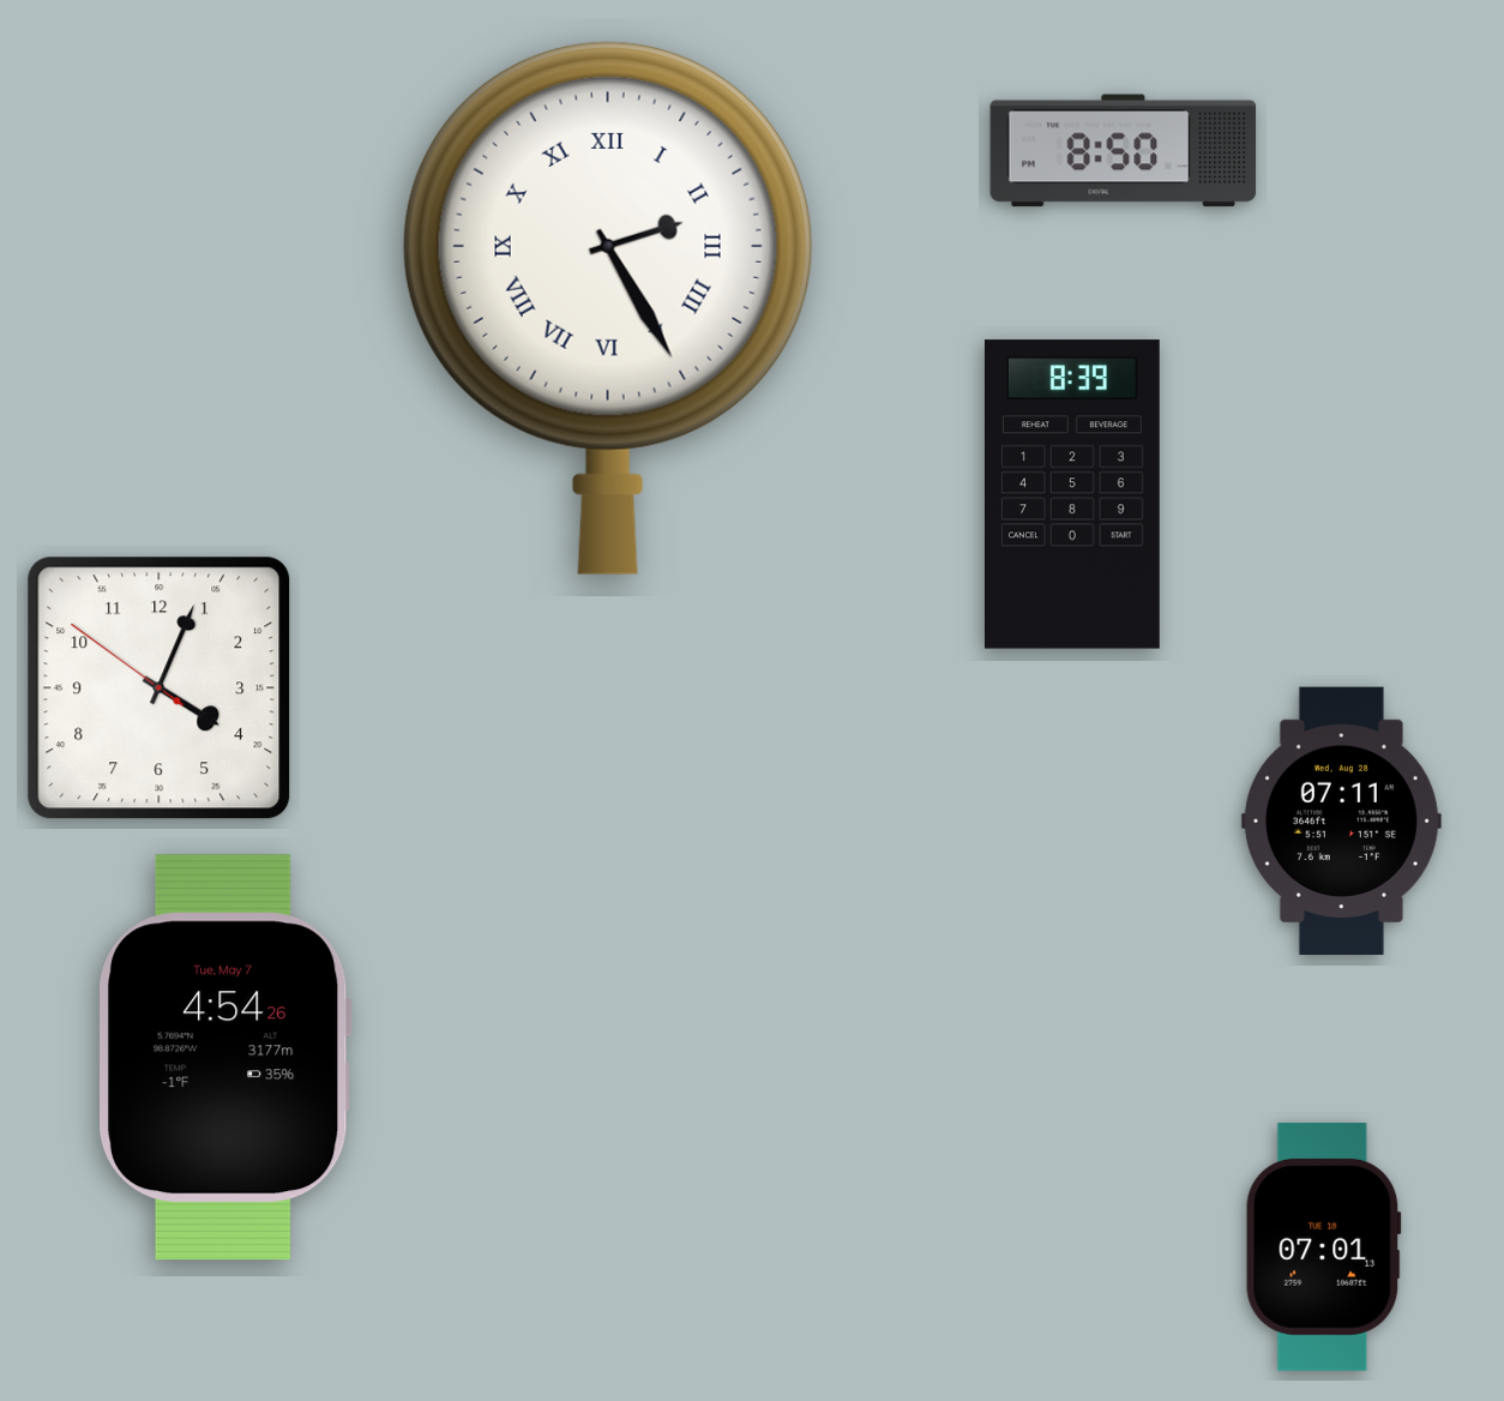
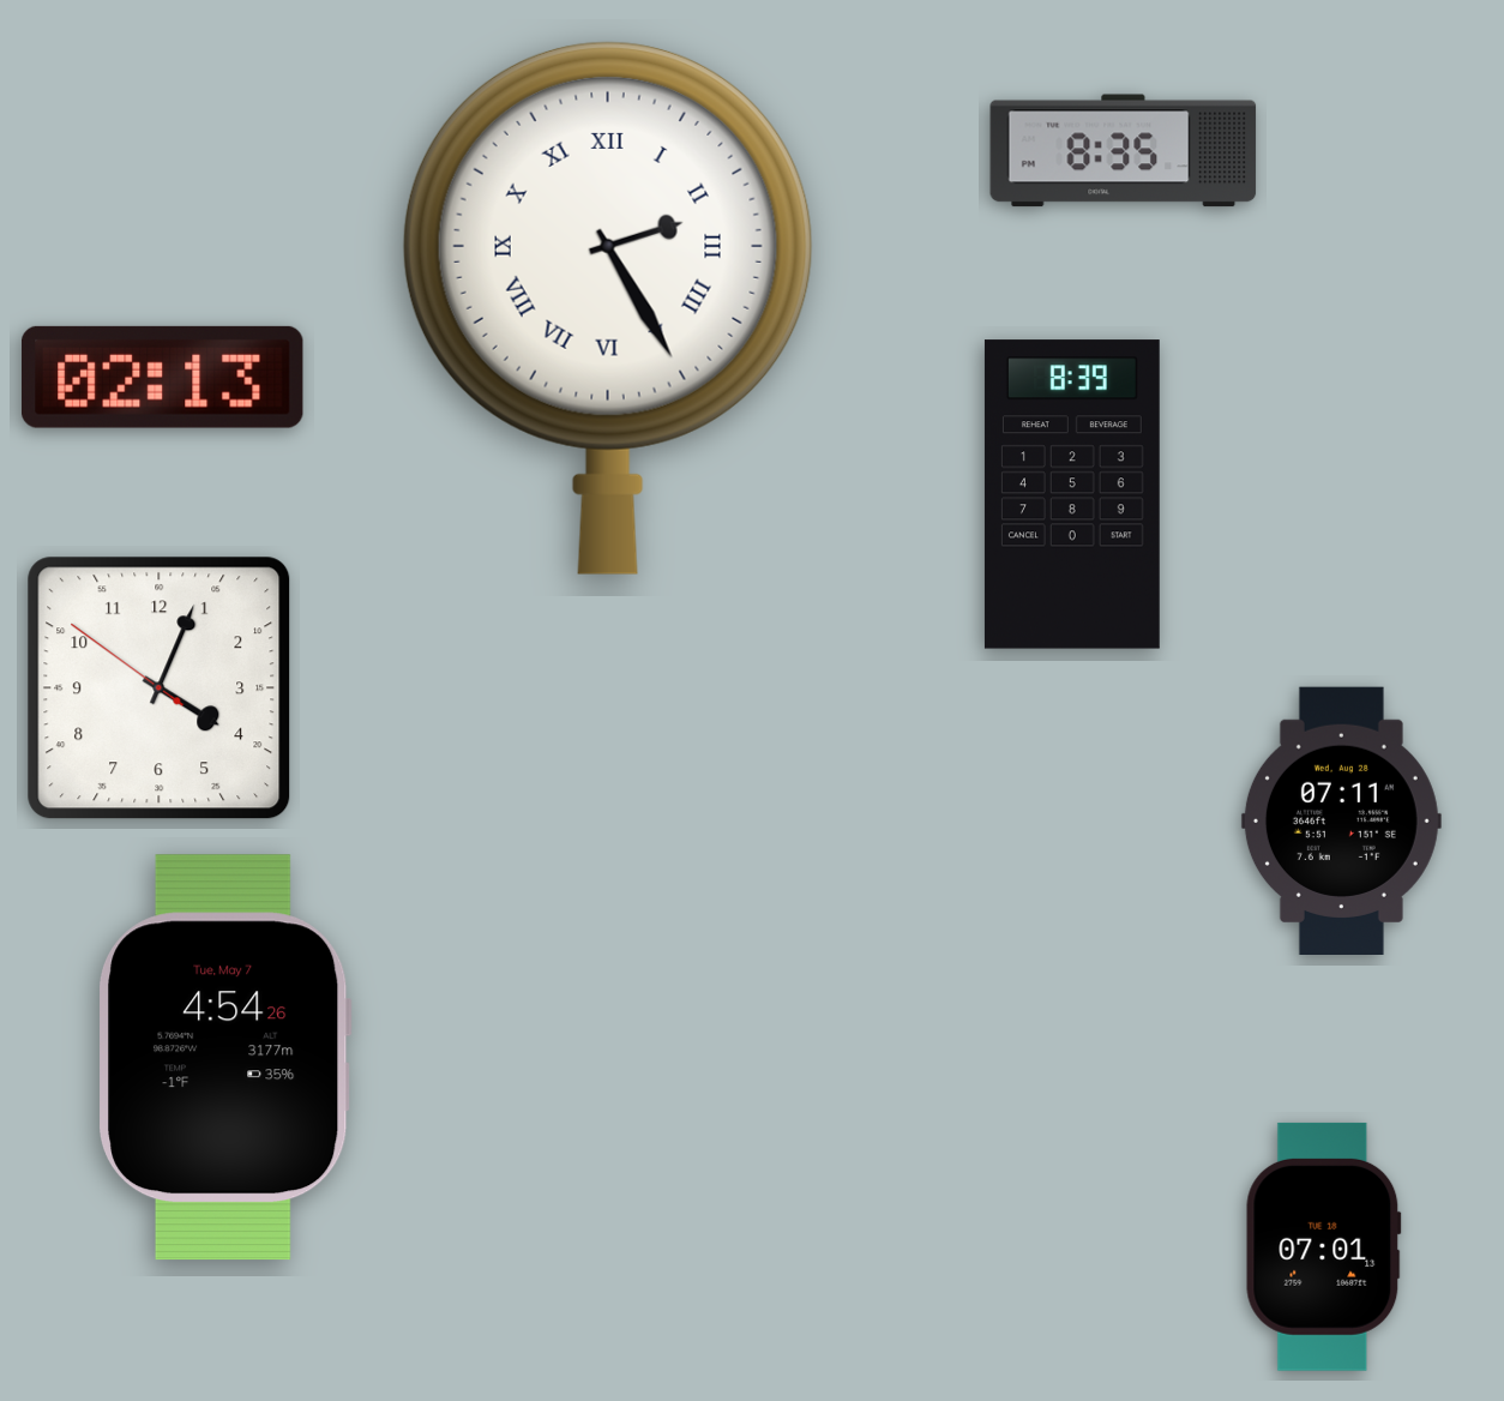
clock at (1124, 151): 8:50 -> 8:35
clock at (162, 377): none -> 02:13
